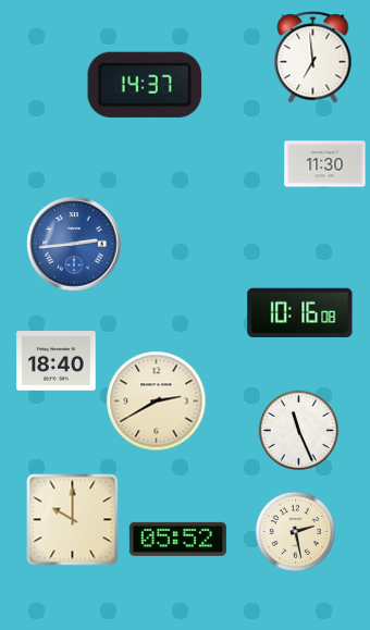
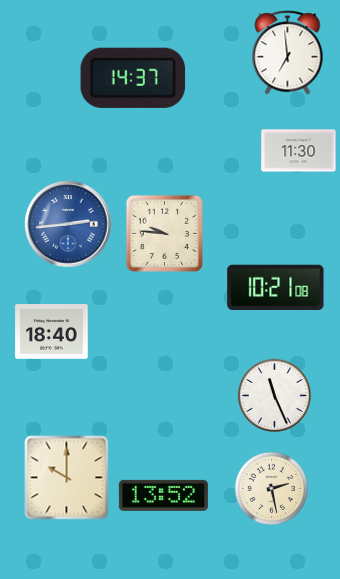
clock at (164, 233): none -> 9:46
clock at (300, 312): 10:16 -> 10:21
clock at (157, 402): 2:40 -> none
clock at (177, 539): 05:52 -> 13:52
